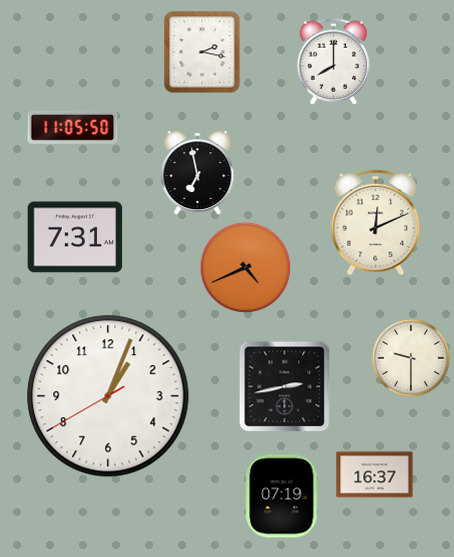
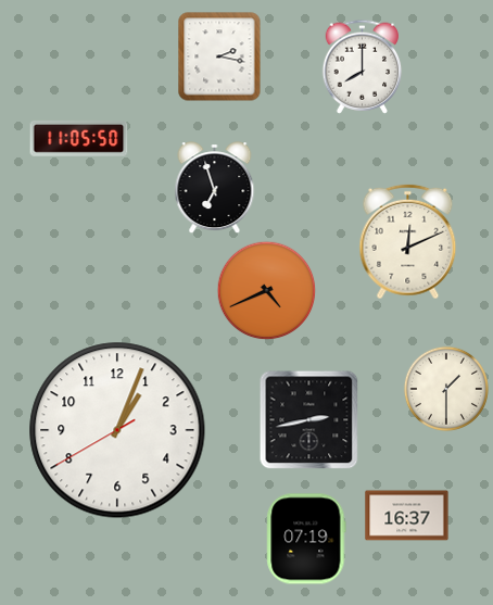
clock at (198, 173): 6:58 -> 6:57
clock at (75, 237): 7:31 -> none
clock at (411, 358): 9:30 -> 1:30
